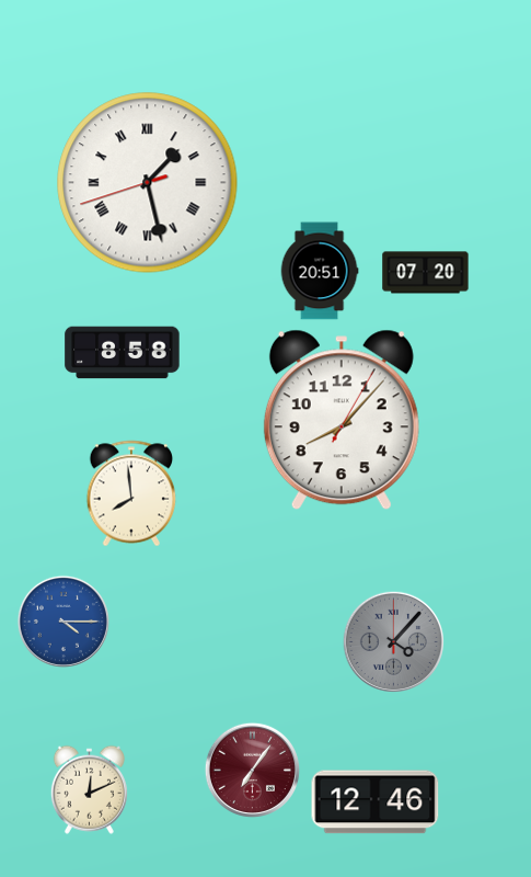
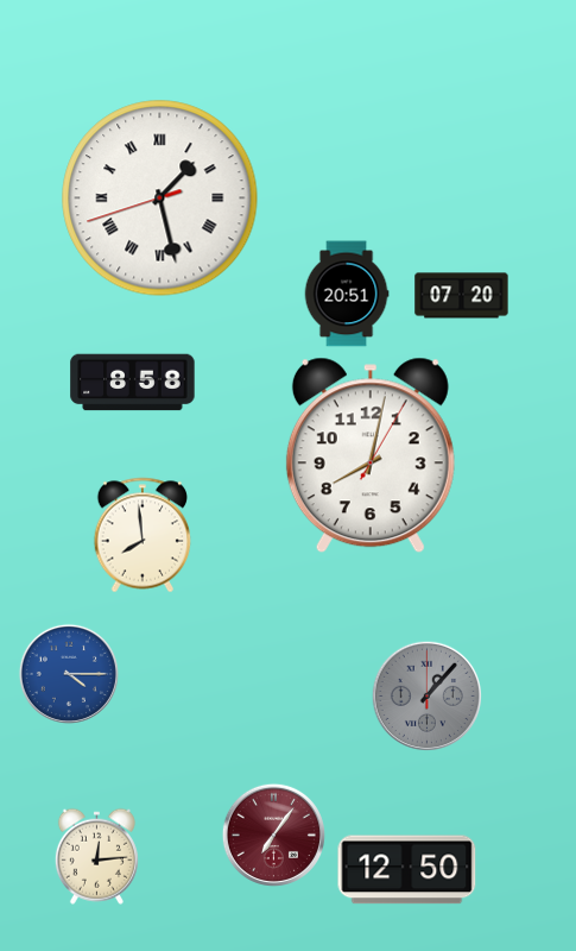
clock at (342, 420): 8:07 -> 8:02
clock at (393, 641): 4:07 -> 1:07
clock at (89, 789): 12:11 -> 12:14
clock at (376, 802): 12:46 -> 12:50
